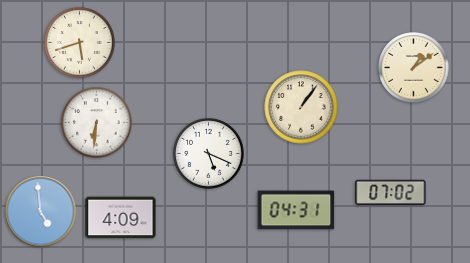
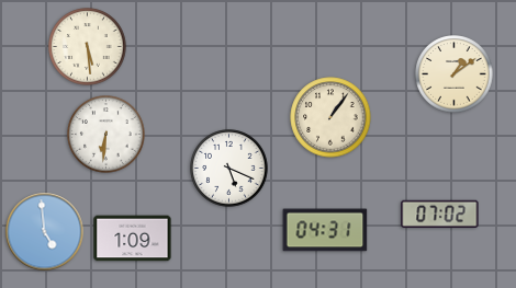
clock at (80, 43): 5:42 -> 5:29
clock at (391, 192) position: (391, 192) -> (440, 214)
clock at (121, 218): 4:09 -> 1:09
